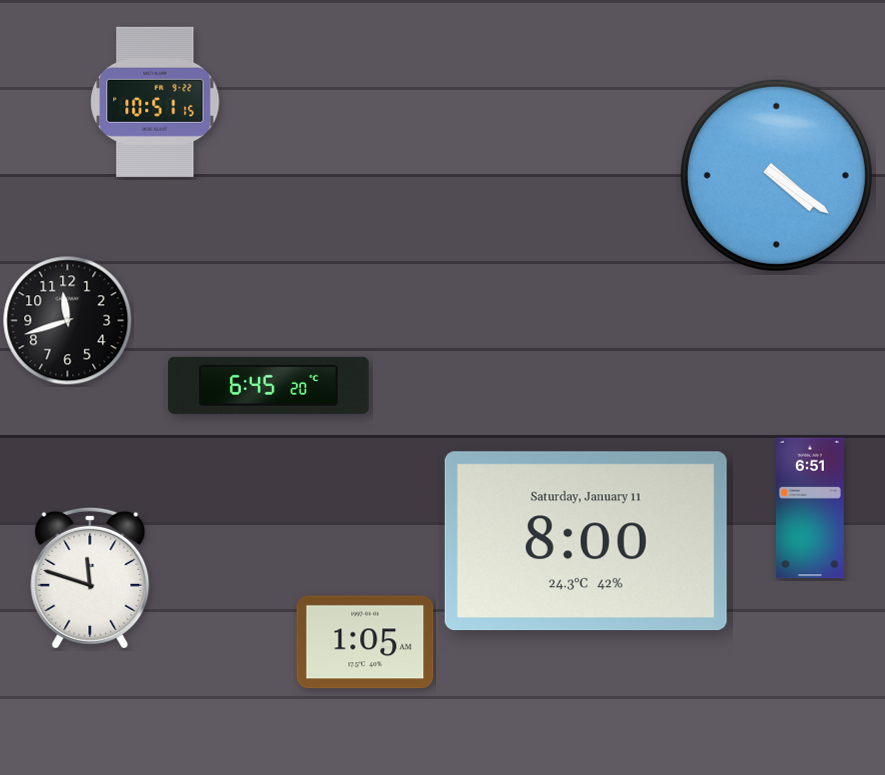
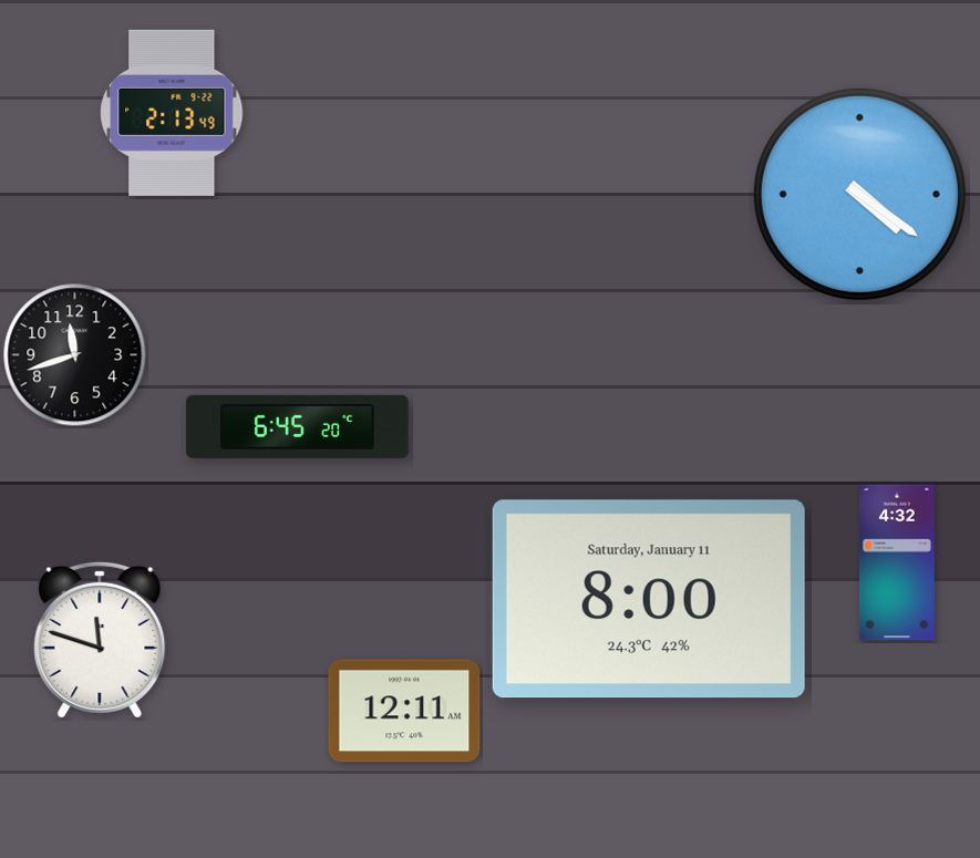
clock at (155, 102): 10:51 -> 2:13
clock at (810, 508): 6:51 -> 4:32
clock at (365, 642): 1:05 -> 12:11
